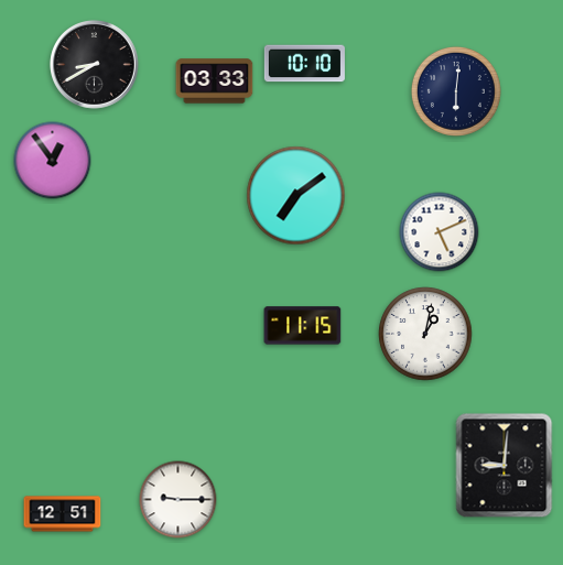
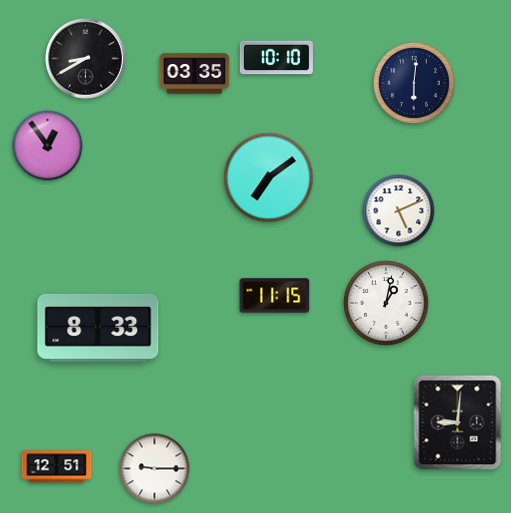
clock at (215, 82): 03:33 -> 03:35
clock at (98, 328): none -> 8:33
clock at (178, 500) position: (178, 500) -> (155, 469)
